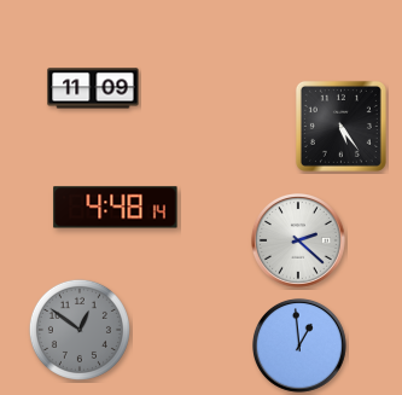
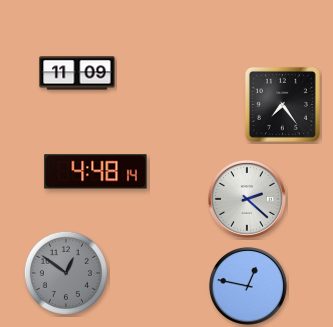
clock at (340, 126): 5:24 -> 7:24
clock at (301, 347): 12:59 -> 12:47
